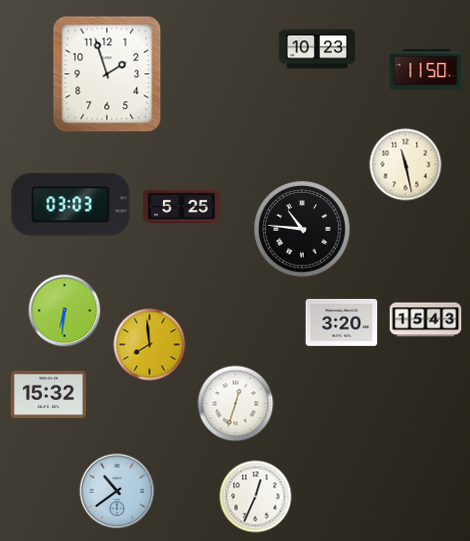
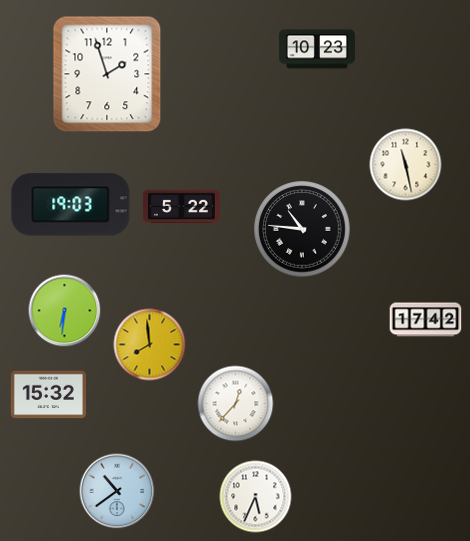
clock at (426, 70): 11:50 -> none
clock at (71, 205): 03:03 -> 19:03
clock at (181, 206): 5:25 -> 5:22
clock at (426, 320): 15:43 -> 17:42
clock at (342, 322): 3:20 -> none
clock at (236, 404): 12:33 -> 12:37
clock at (256, 497): 12:34 -> 5:34
